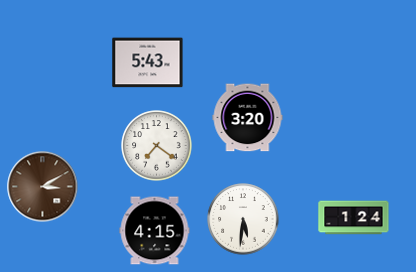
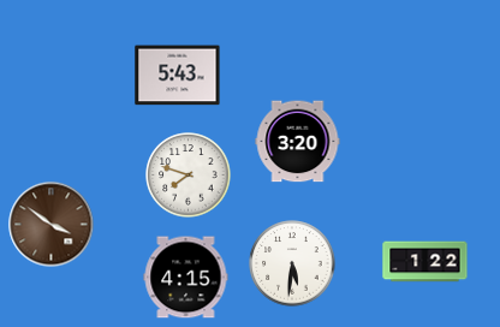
clock at (157, 146): 7:21 -> 7:48
clock at (43, 187): 3:10 -> 3:51
clock at (354, 218): 1:24 -> 1:22
